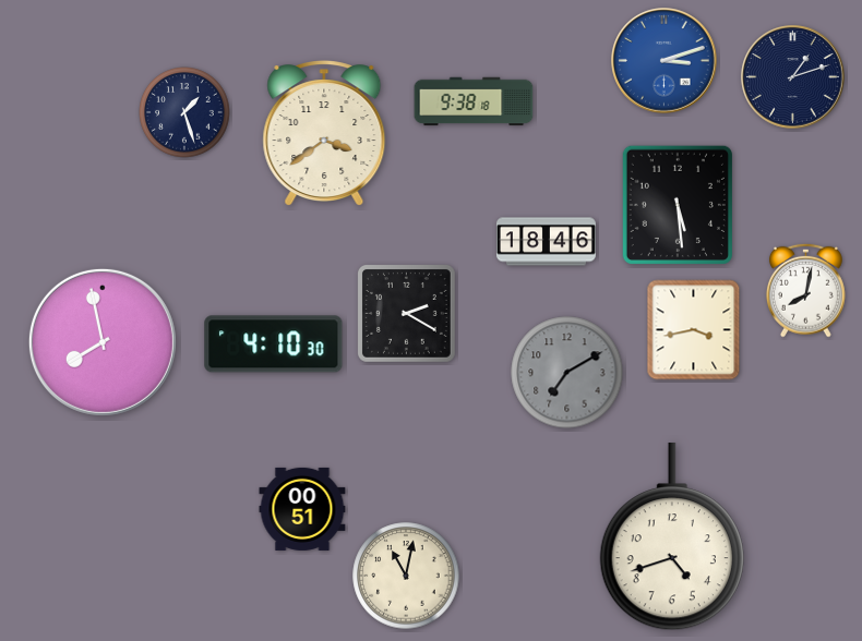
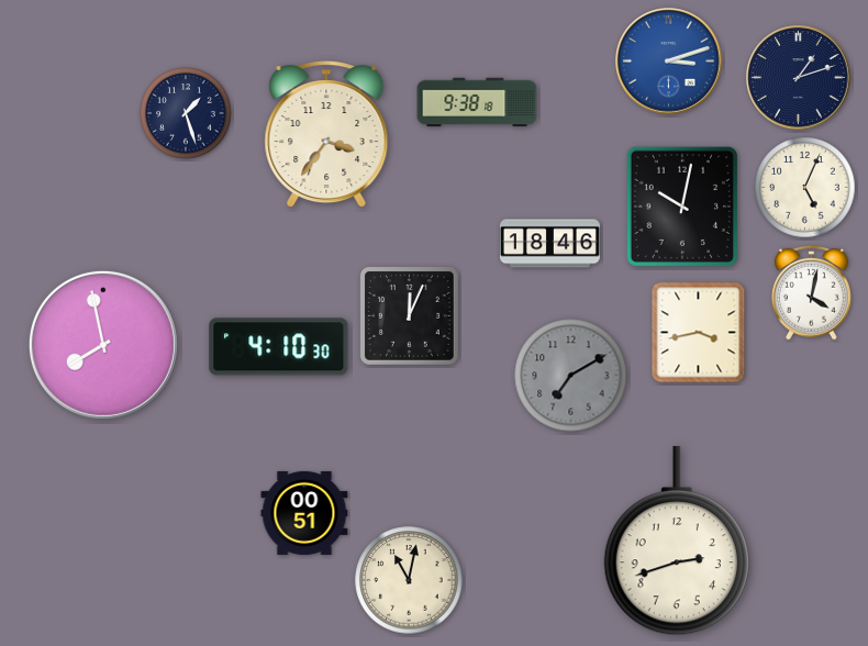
clock at (324, 134): 3:39 -> 3:36
clock at (805, 188): none -> 5:04
clock at (678, 205): 5:29 -> 10:02
clock at (806, 290): 8:02 -> 4:02
clock at (406, 313): 2:20 -> 12:04
clock at (274, 344) position: (274, 344) -> (279, 347)
clock at (672, 536): 4:42 -> 2:42
